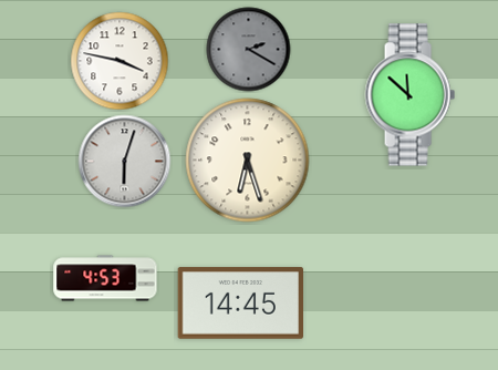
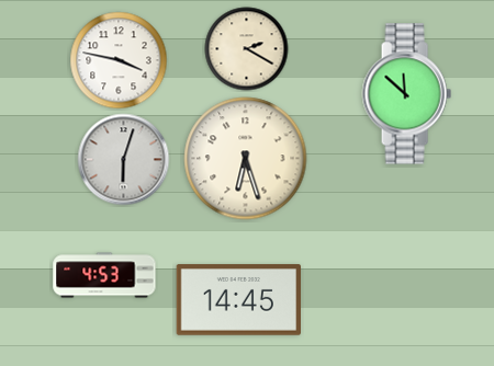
clock at (249, 50) dial: grey -> cream
